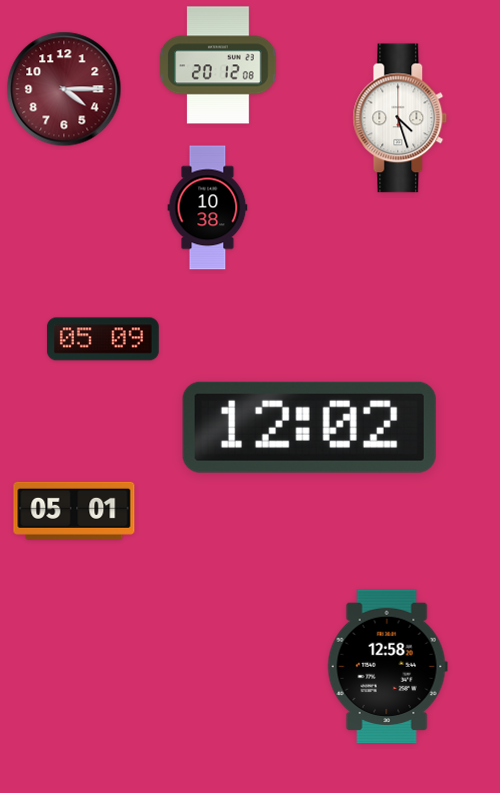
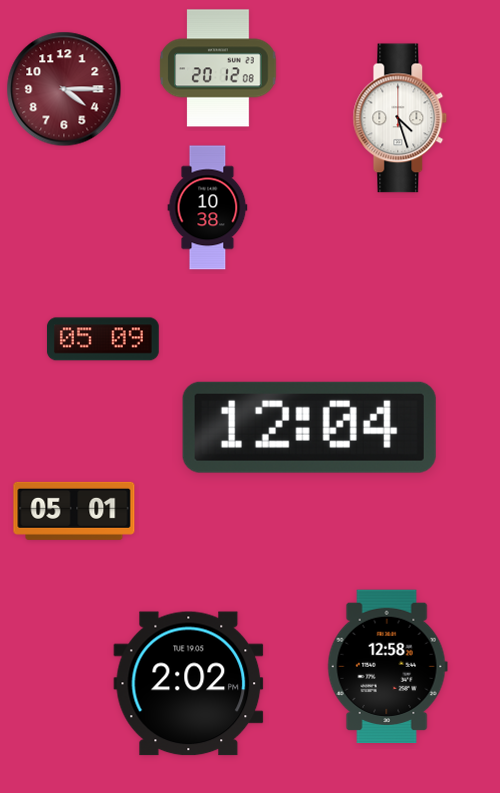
clock at (218, 65) position: (218, 65) -> (218, 68)
clock at (309, 427): 12:02 -> 12:04
clock at (189, 684): none -> 2:02
